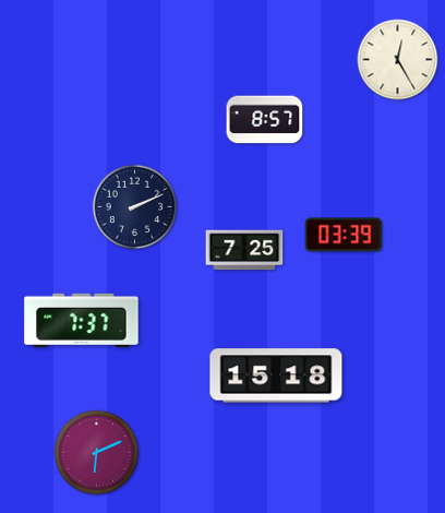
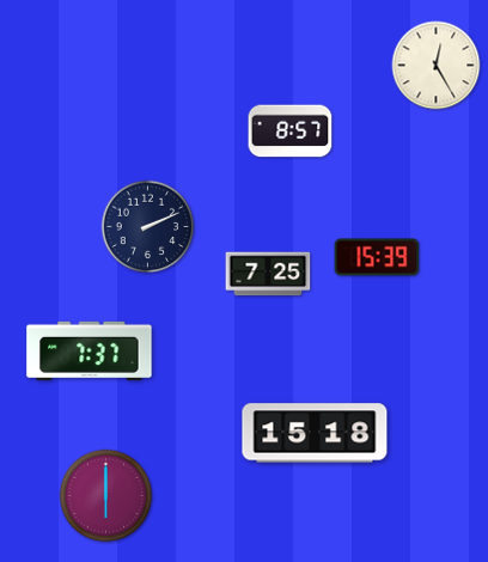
clock at (344, 235): 03:39 -> 15:39
clock at (276, 375) position: (276, 375) -> (315, 433)
clock at (97, 453): 6:11 -> 6:00
